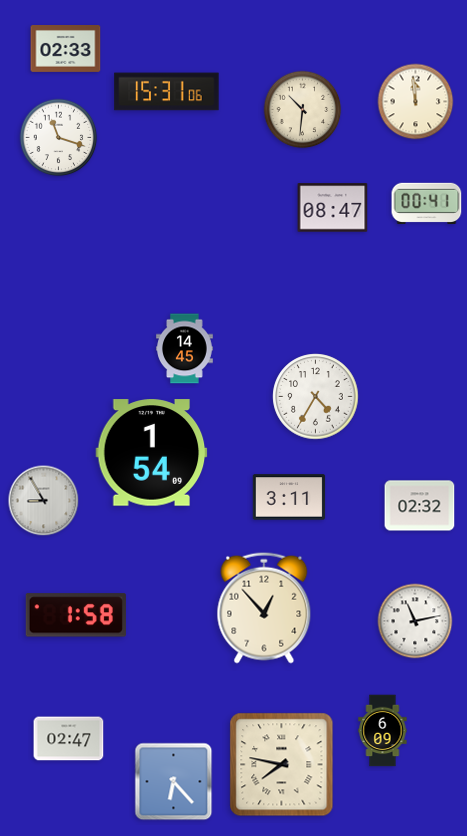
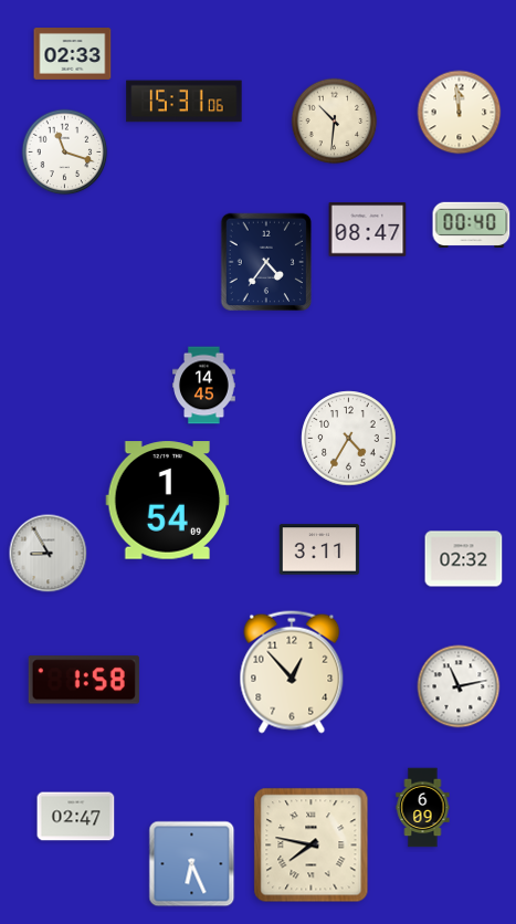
clock at (427, 203): 00:41 -> 00:40
clock at (266, 262): none -> 4:36
clock at (174, 782): 6:23 -> 6:26
